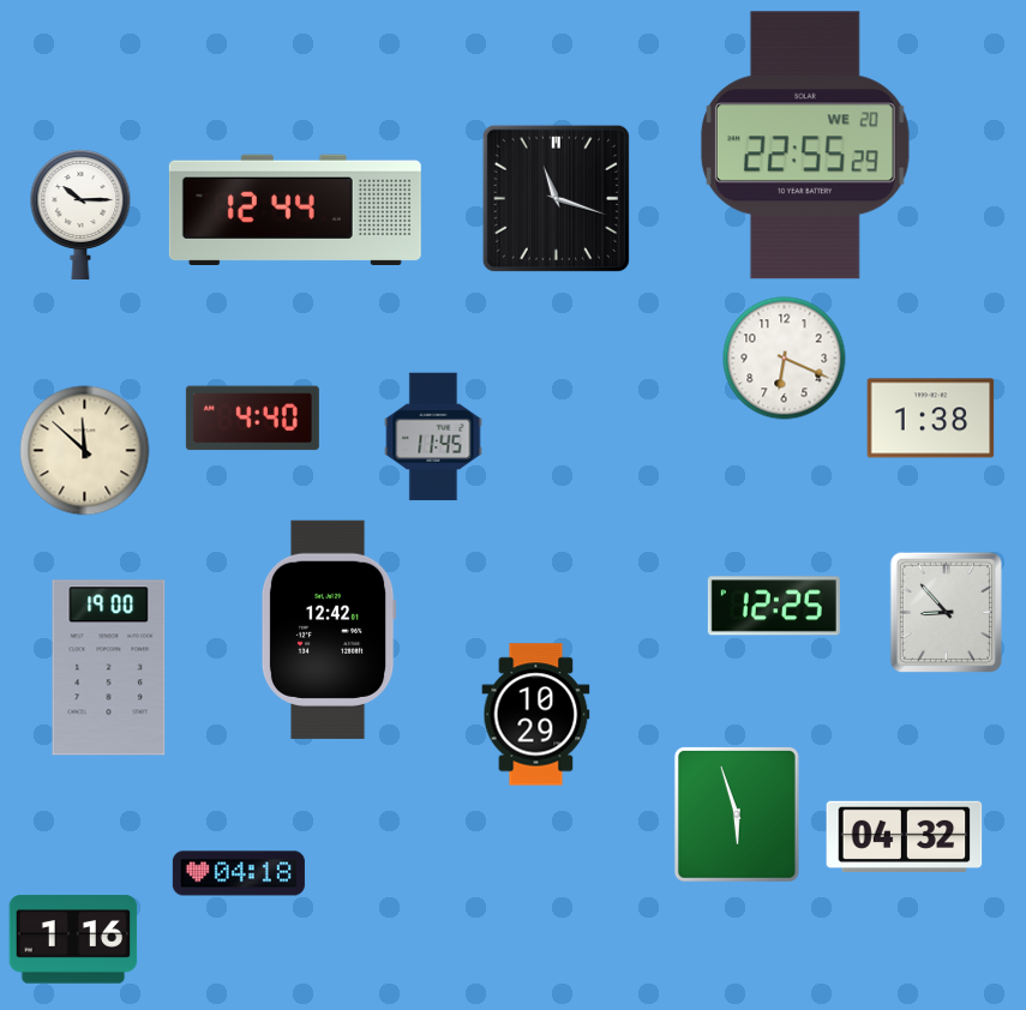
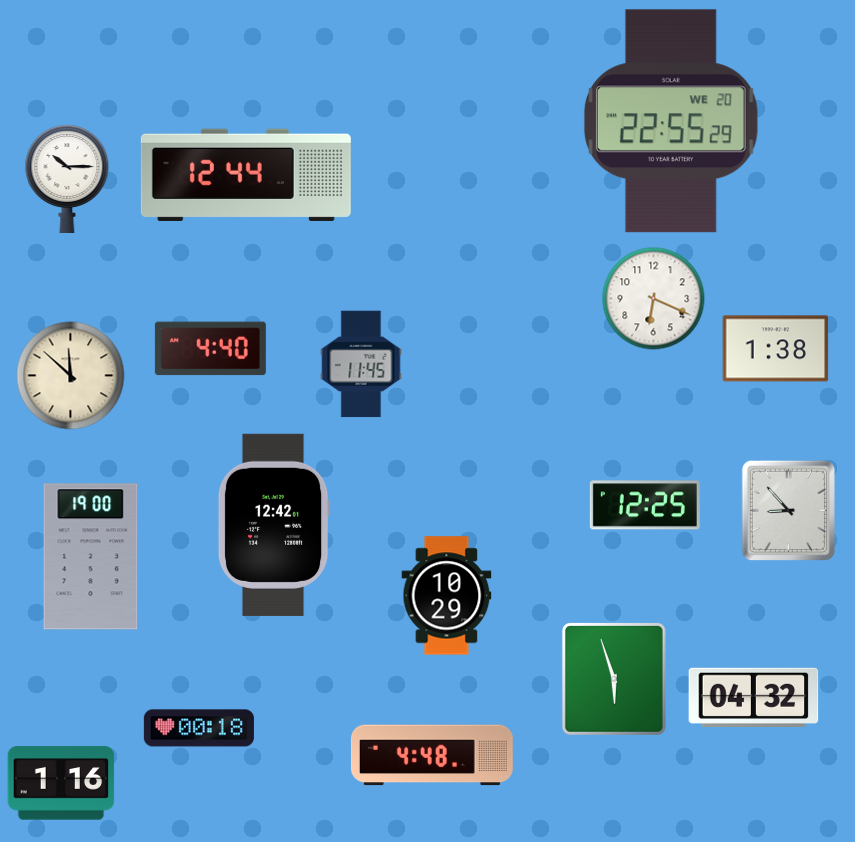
clock at (556, 198): 11:18 -> none
clock at (239, 873): 04:18 -> 00:18
clock at (432, 755): none -> 4:48
